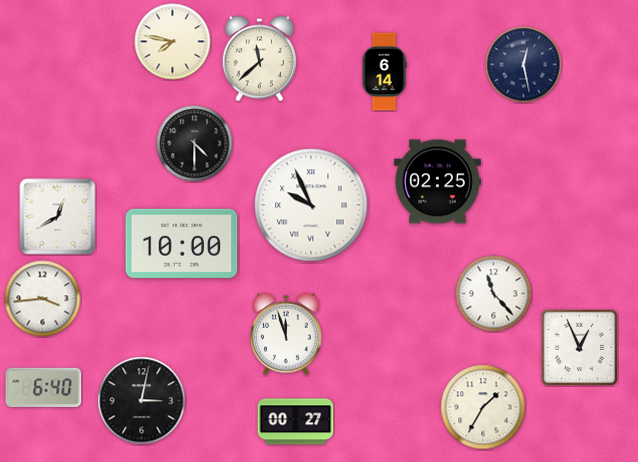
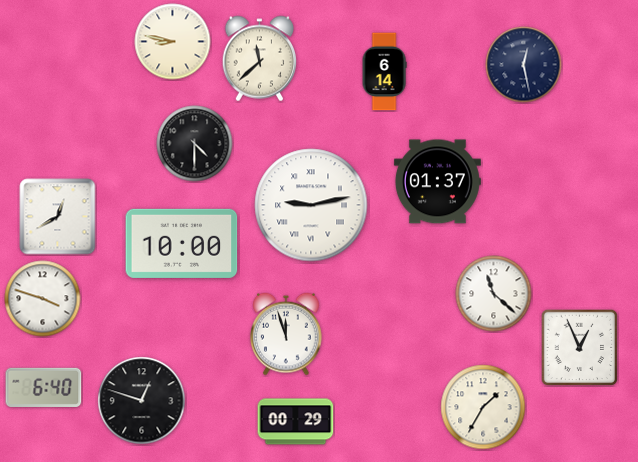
clock at (173, 42): 7:47 -> 8:47
clock at (437, 182): 02:25 -> 01:37
clock at (311, 205): 9:56 -> 9:13
clock at (494, 294): 11:23 -> 11:22
clock at (43, 299): 3:44 -> 3:48
clock at (142, 401): 3:02 -> 12:48
clock at (296, 422): 00:27 -> 00:29
